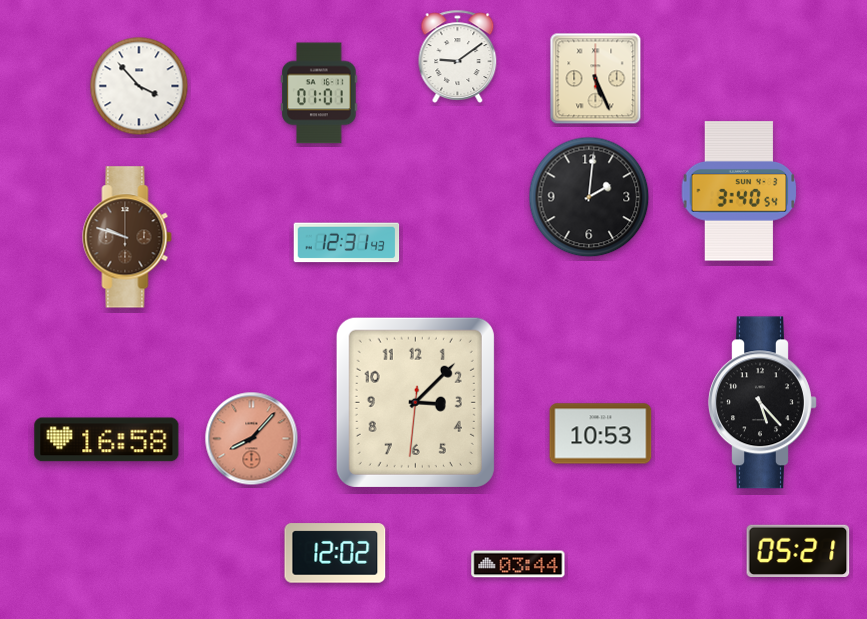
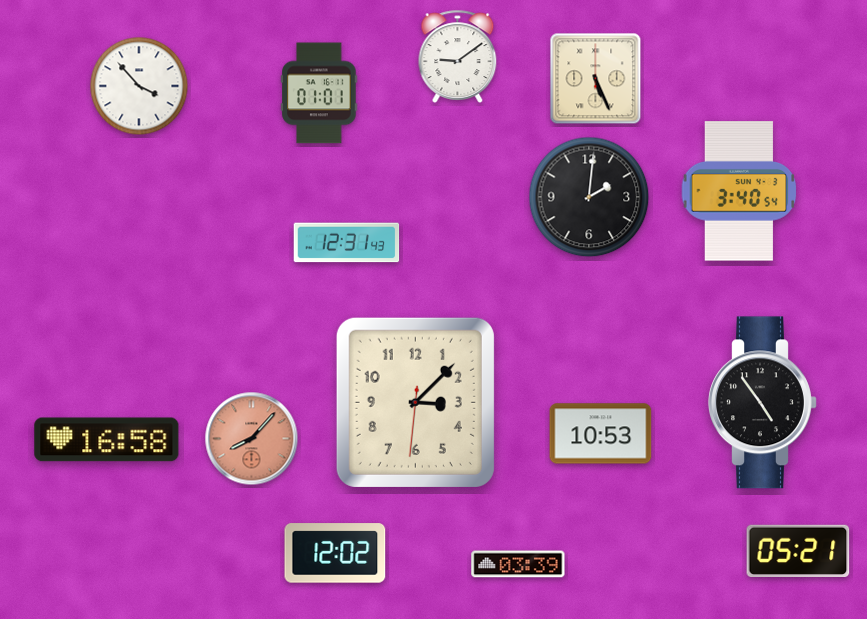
clock at (127, 237): 9:48 -> none
clock at (763, 403): 5:23 -> 4:54
clock at (518, 564): 03:44 -> 03:39
